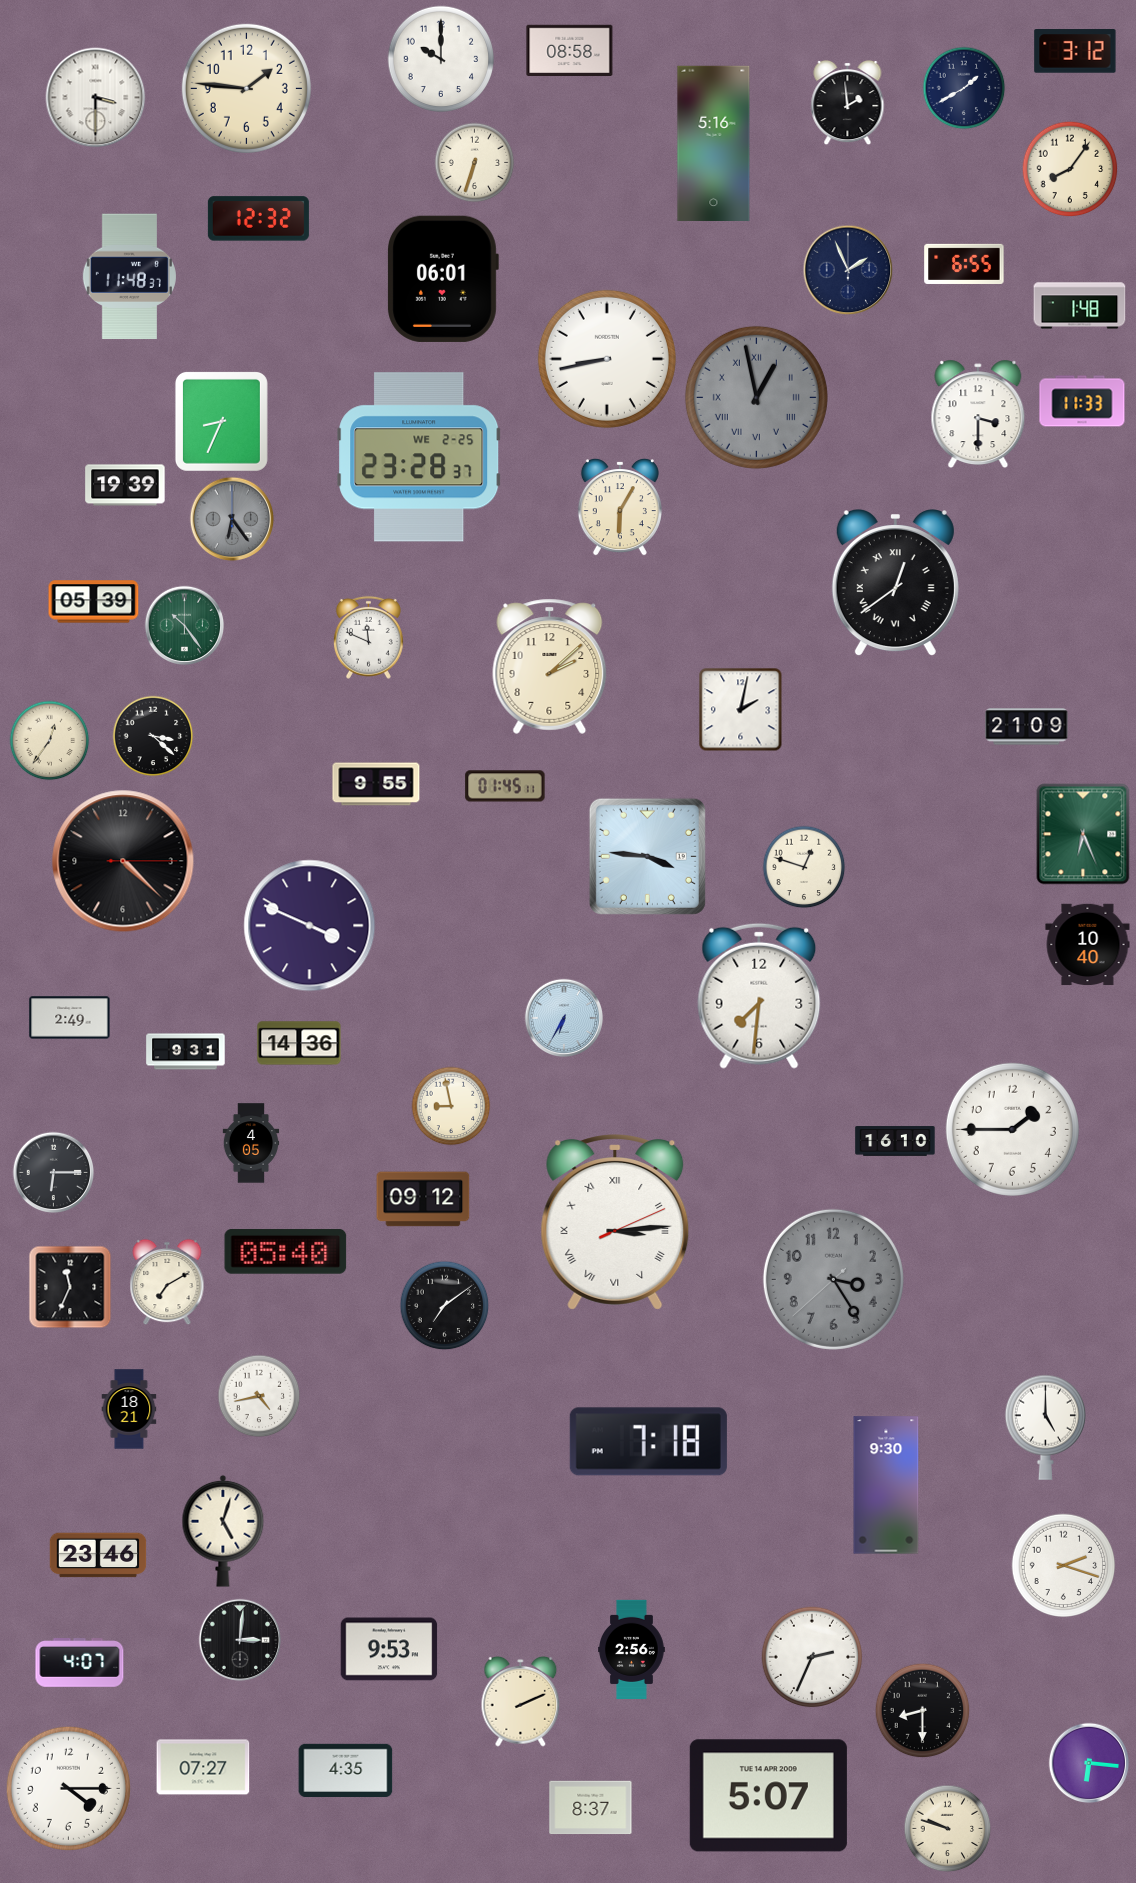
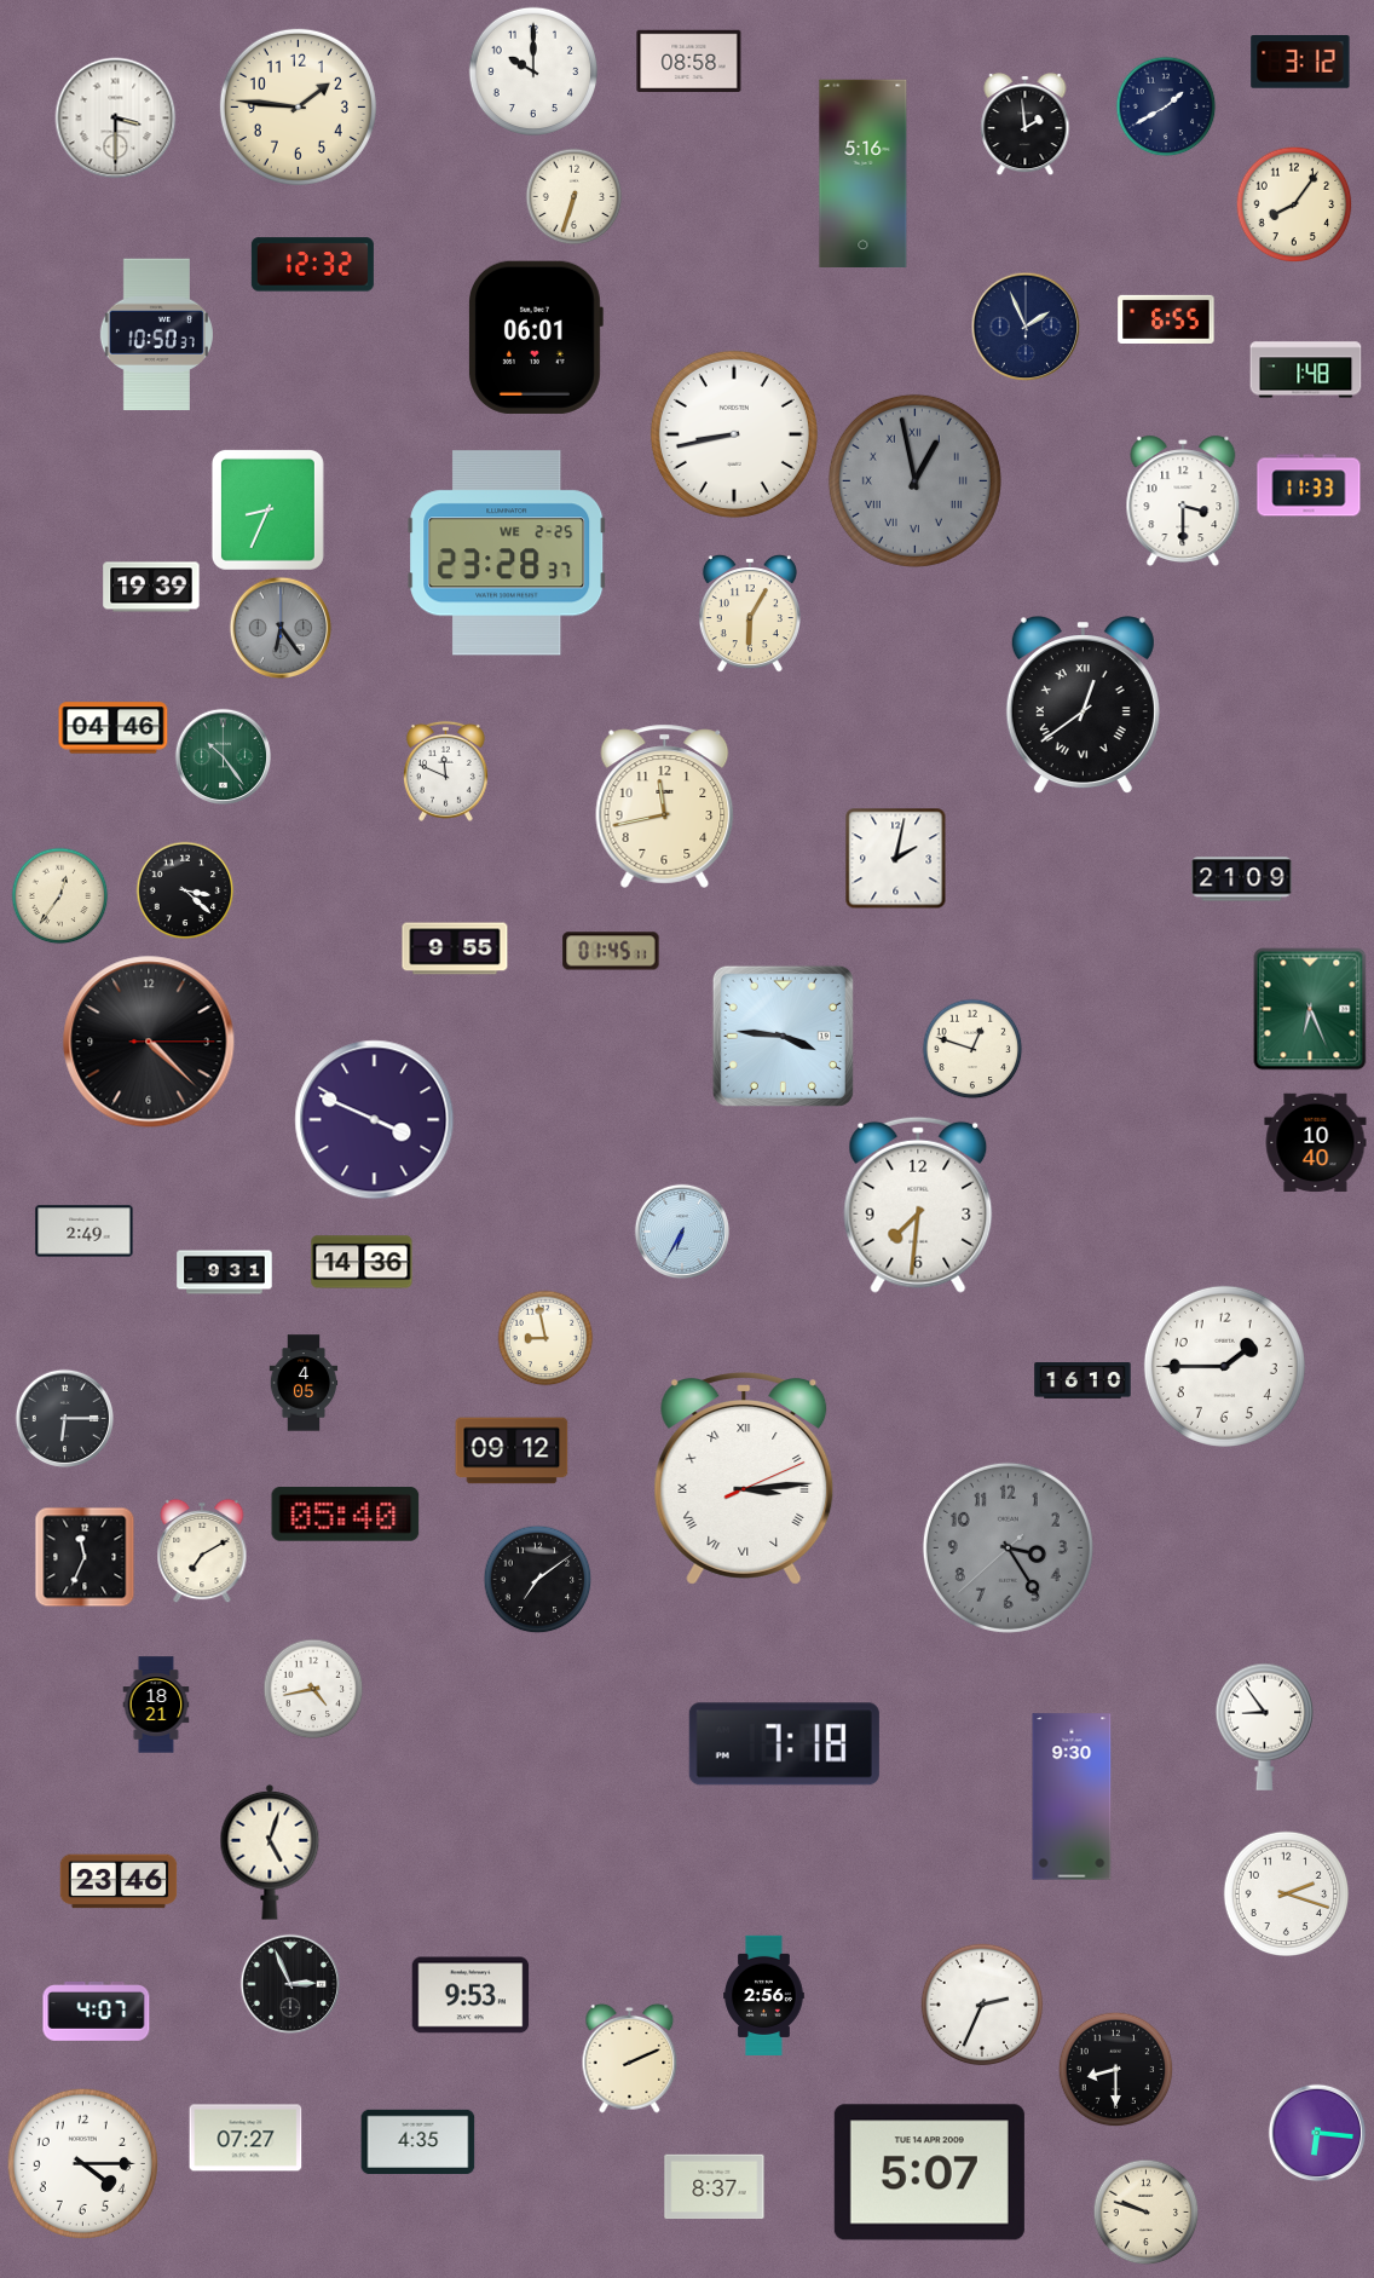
clock at (129, 277): 11:48 -> 10:50
clock at (94, 602): 05:39 -> 04:46
clock at (550, 666): 2:08 -> 11:43
clock at (1045, 1427): 5:00 -> 8:54
clock at (240, 1640): 3:01 -> 2:56
